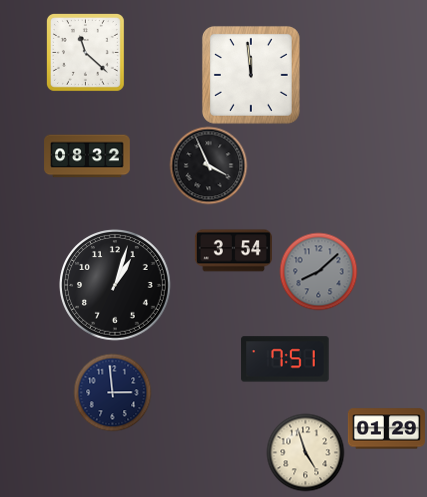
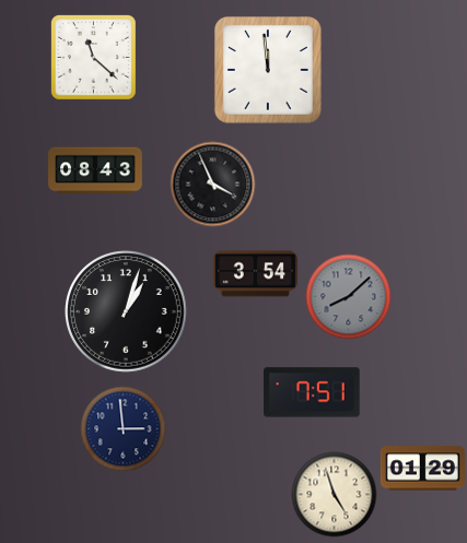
clock at (251, 75) position: (251, 75) -> (268, 70)
clock at (87, 156): 08:32 -> 08:43
clock at (208, 165) position: (208, 165) -> (212, 184)
